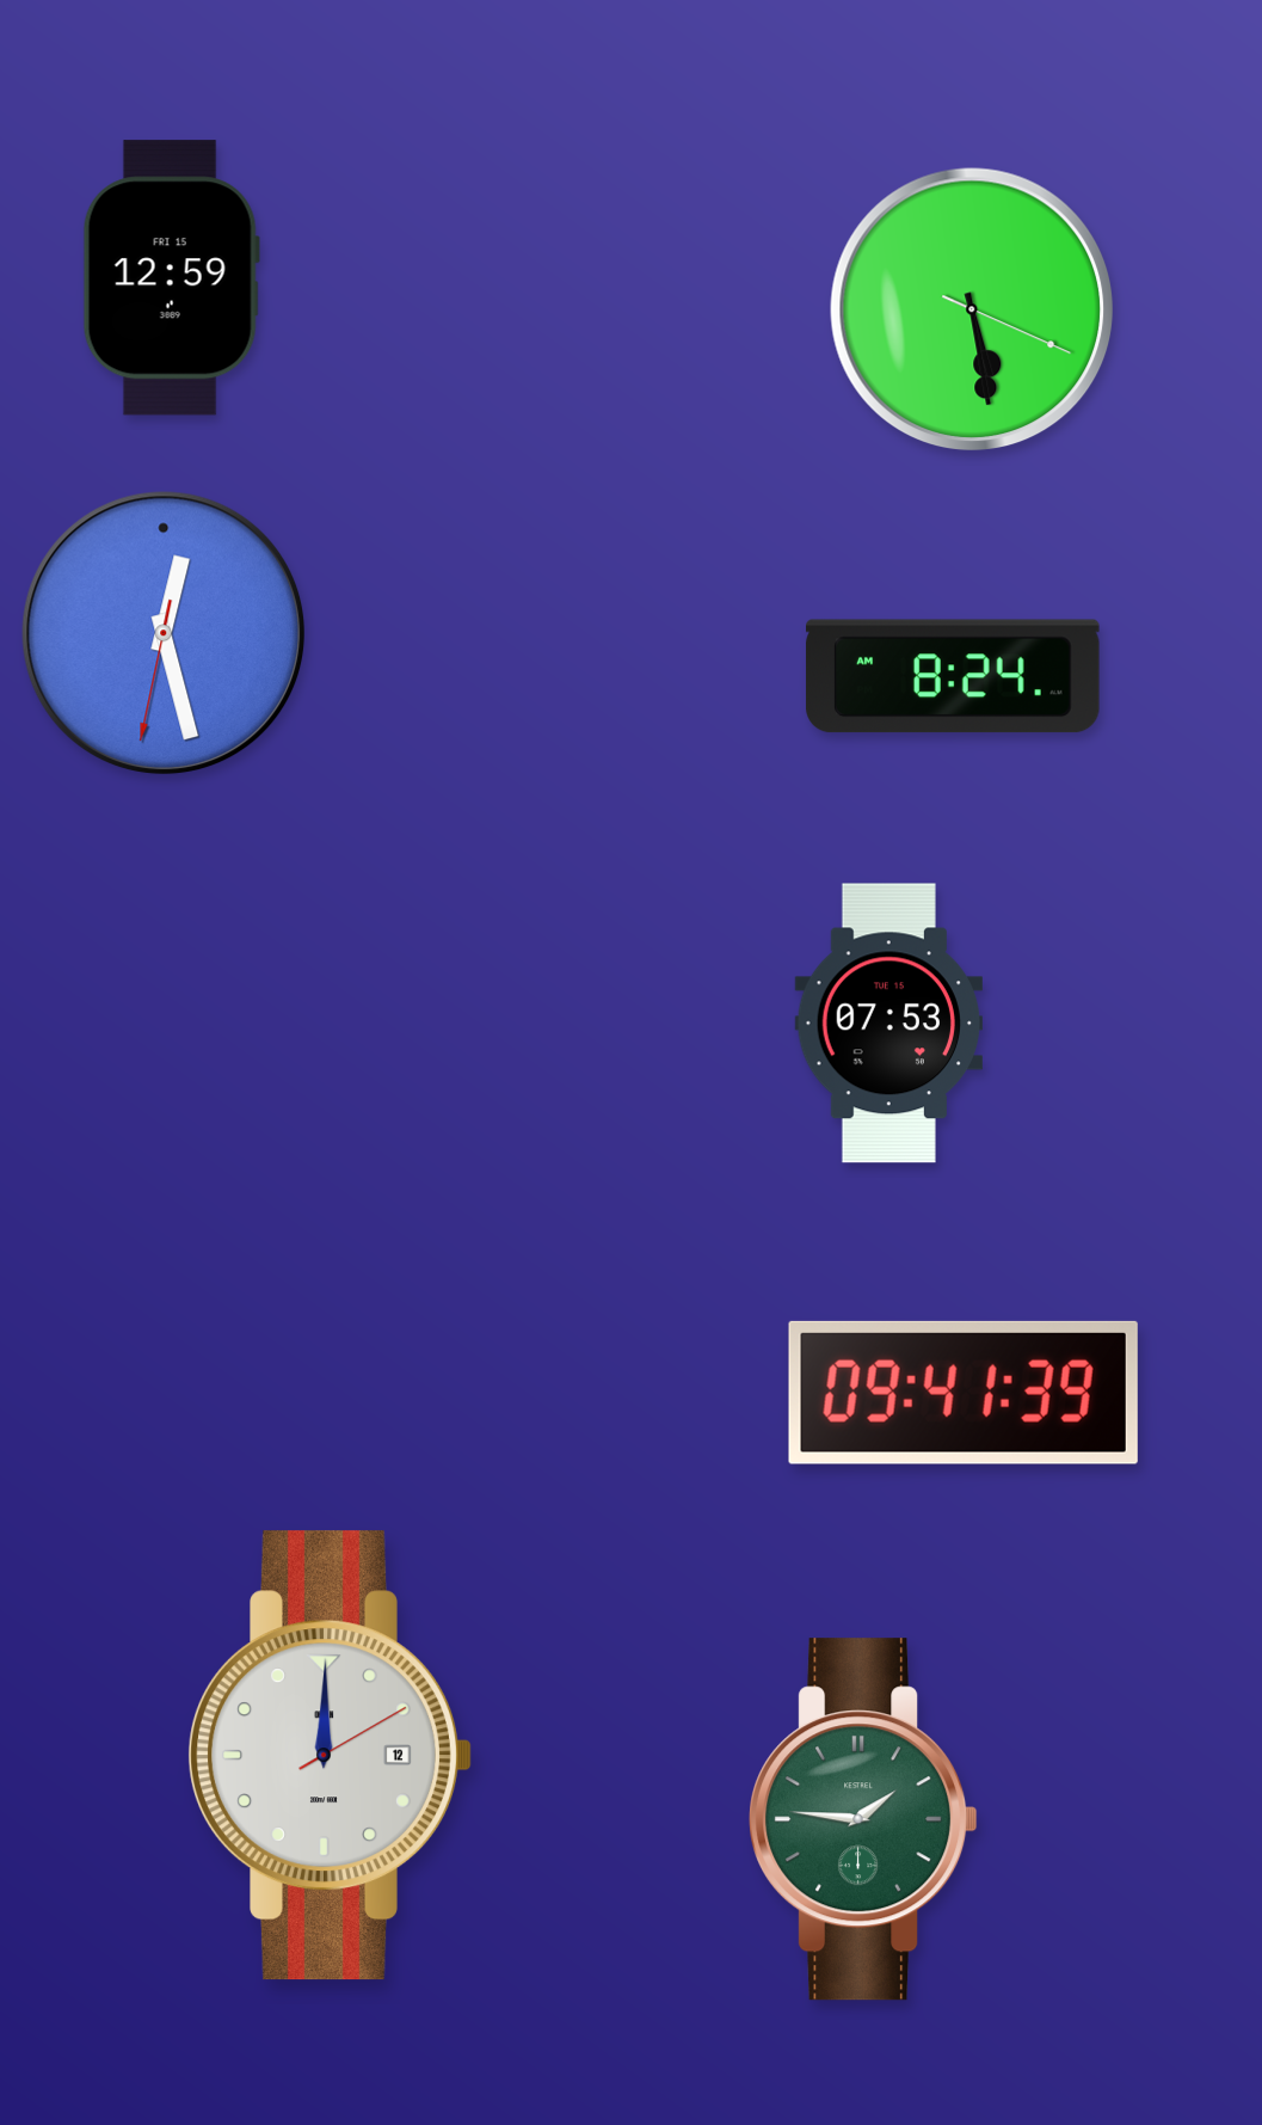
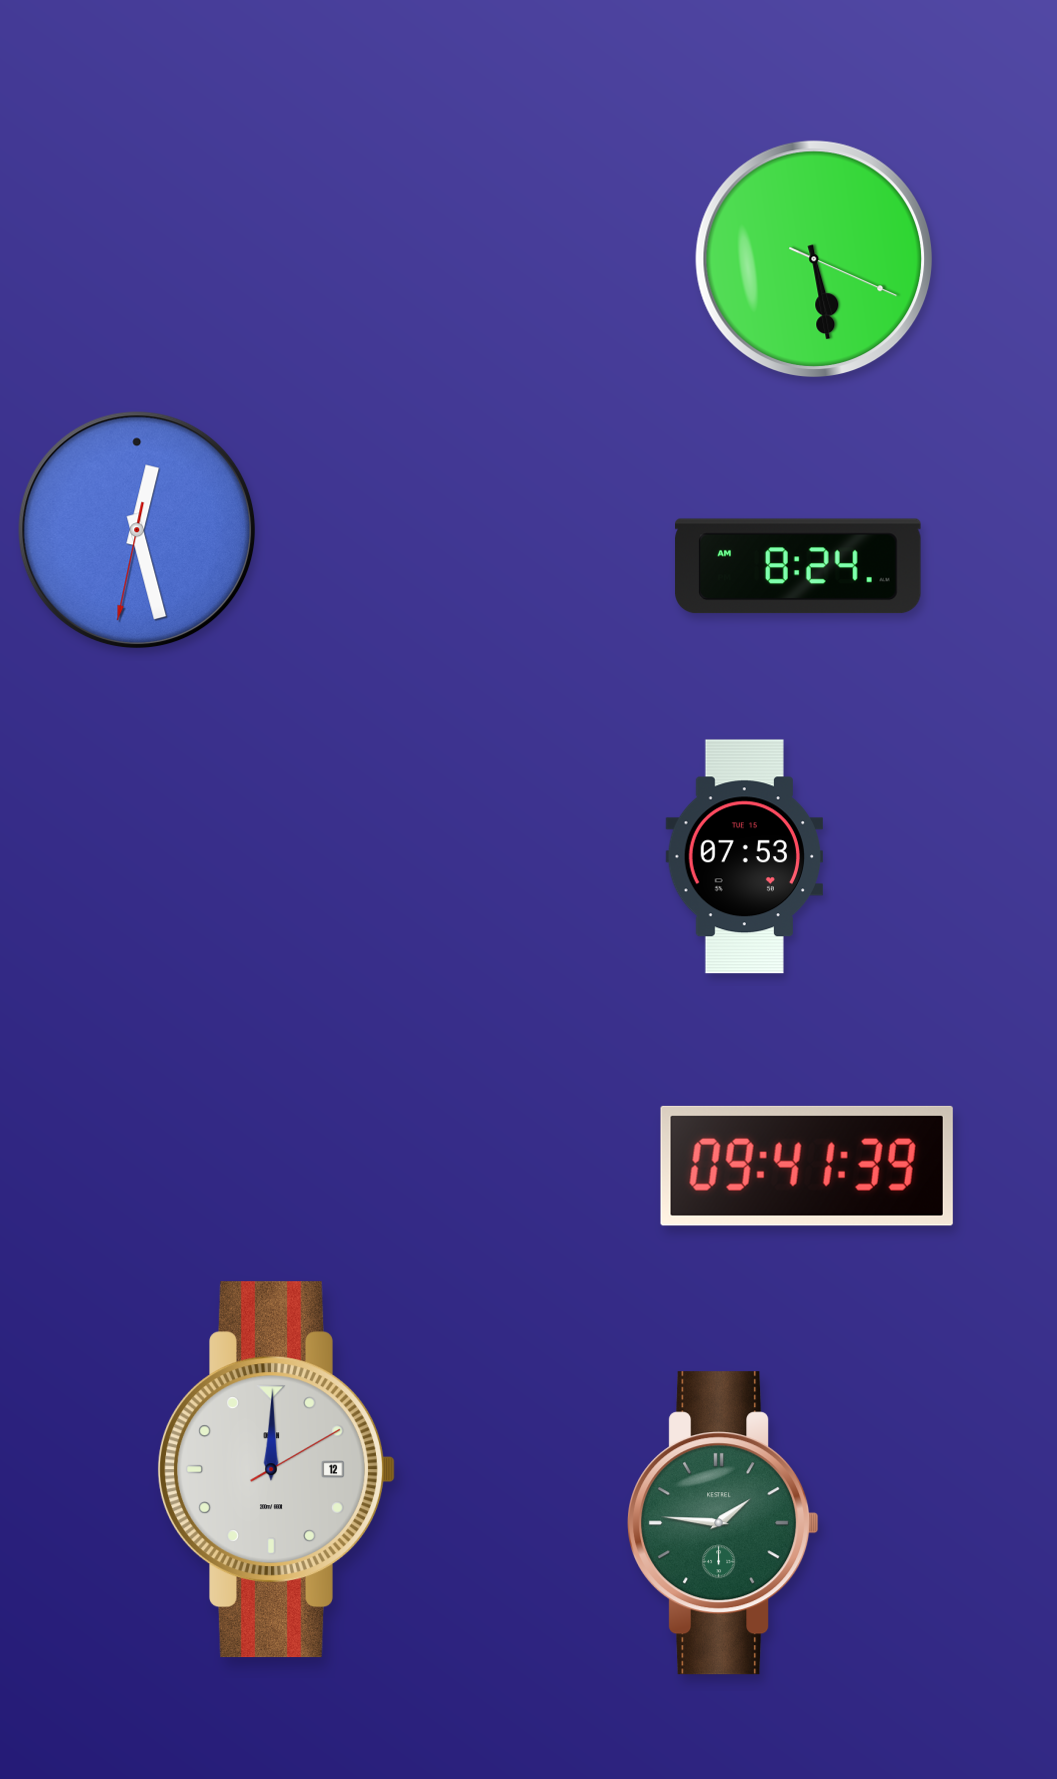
clock at (171, 278): 12:59 -> none
